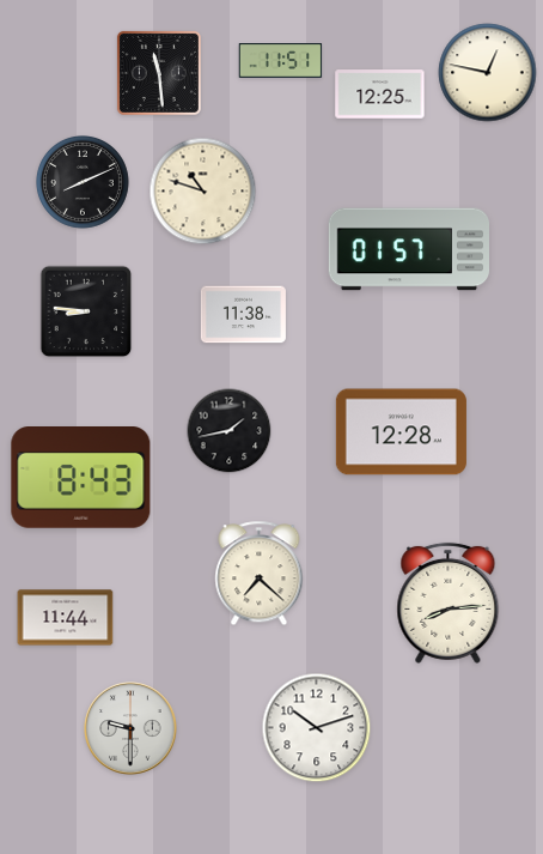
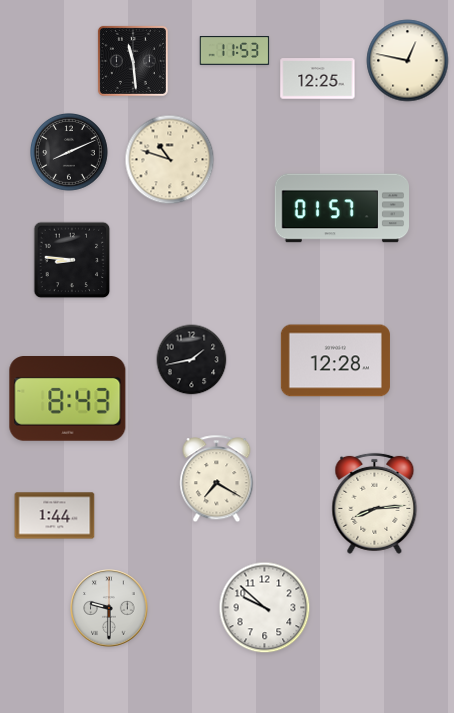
clock at (281, 61): 11:51 -> 11:53
clock at (243, 315): 11:38 -> none
clock at (260, 574): 7:22 -> 7:20
clock at (66, 618): 11:44 -> 1:44
clock at (317, 728): 10:12 -> 9:52
